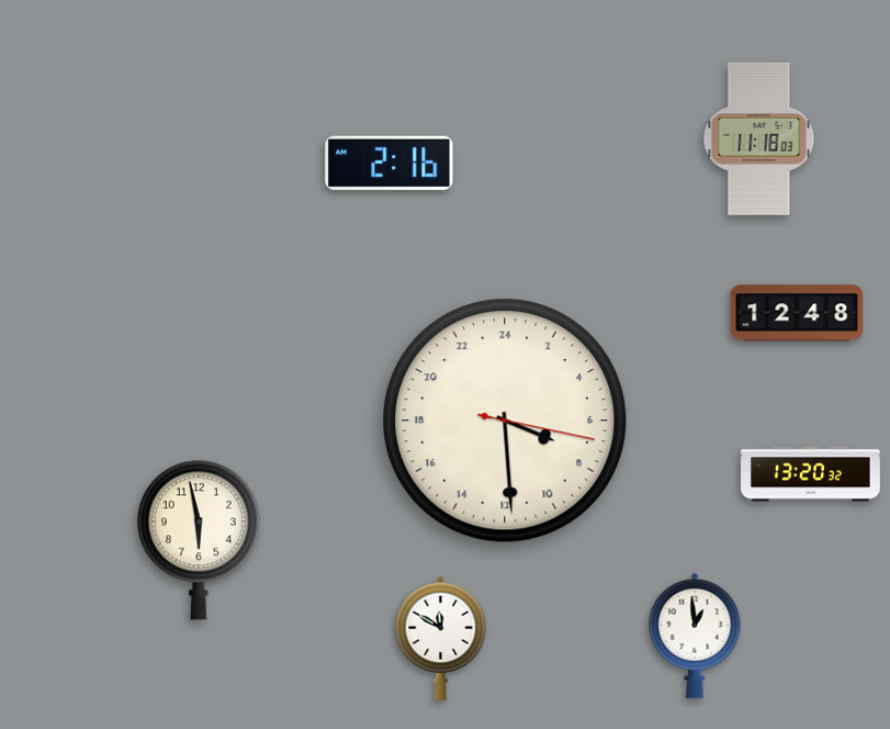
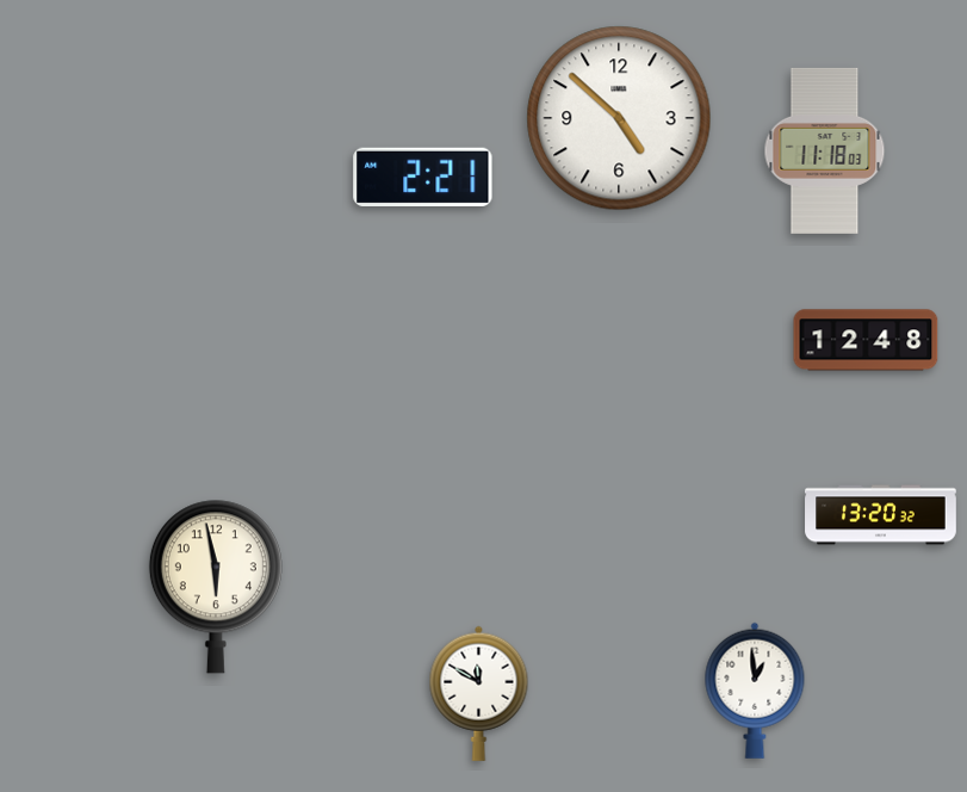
clock at (619, 118): none -> 4:52
clock at (390, 162): 2:16 -> 2:21
clock at (505, 420): 7:29 -> none
